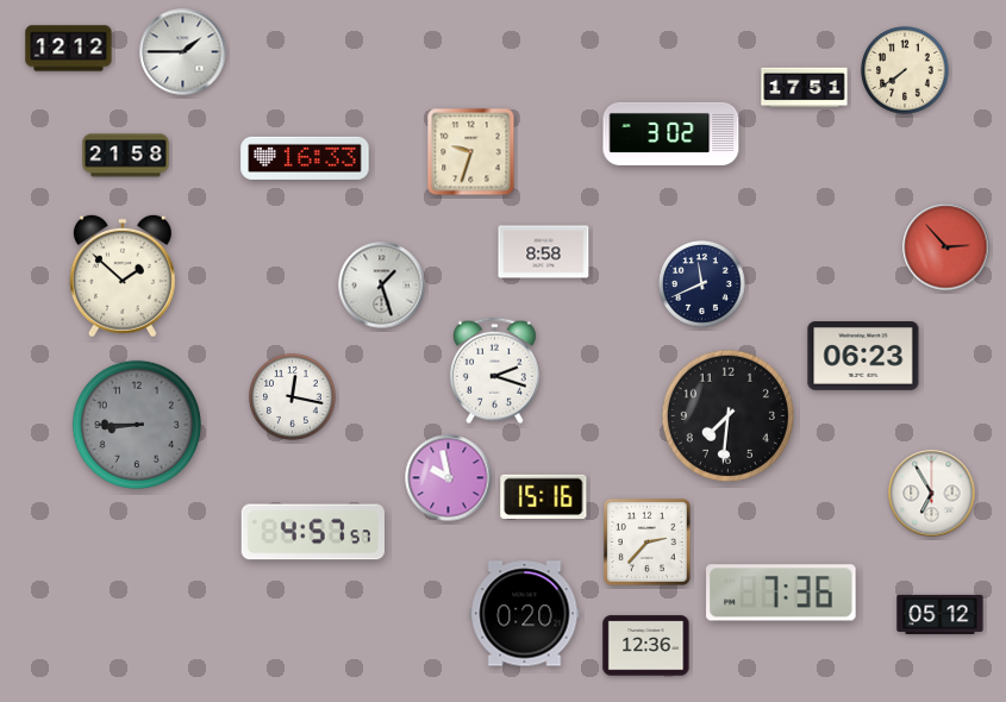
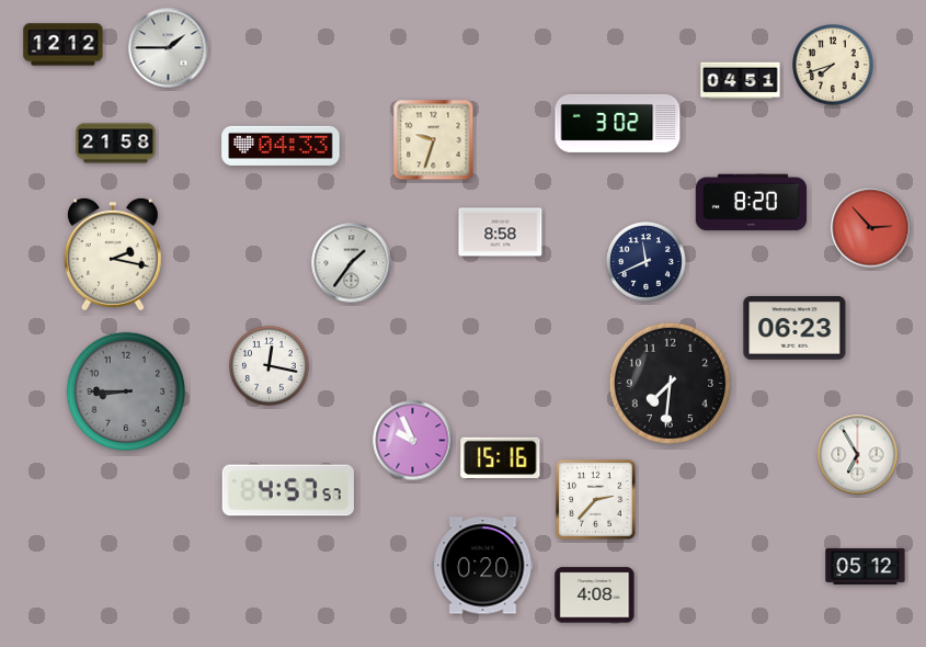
clock at (905, 70): 7:39 -> 7:42
clock at (805, 88): 17:51 -> 04:51
clock at (305, 158): 16:33 -> 04:33
clock at (752, 203): none -> 8:20
clock at (123, 276): 1:52 -> 2:17
clock at (382, 286): 1:27 -> 1:36
clock at (494, 371): 2:18 -> none
clock at (449, 478): 9:58 -> 9:56
clock at (781, 593): 7:36 -> none
clock at (646, 646): 12:36 -> 4:08
